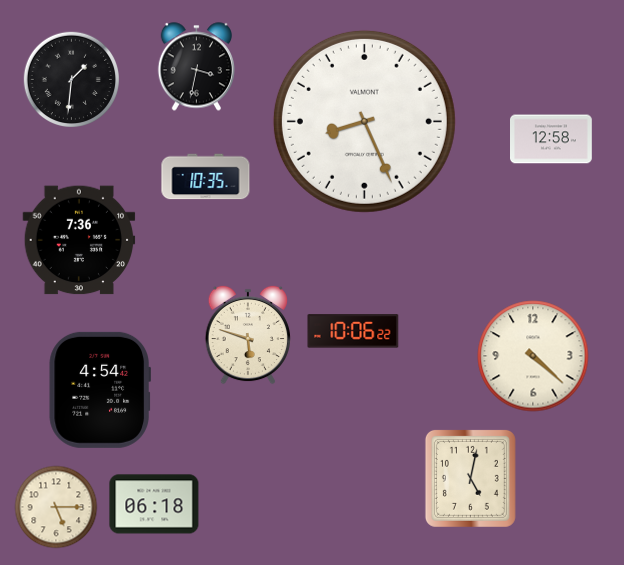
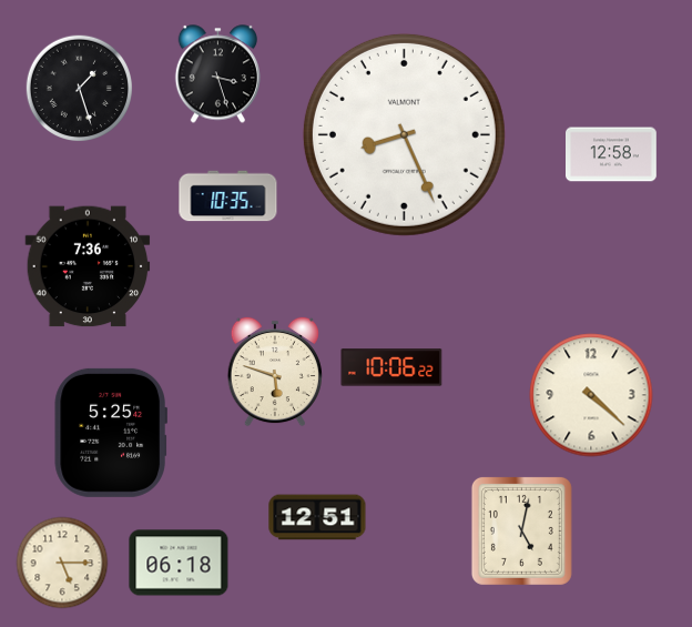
clock at (196, 67): 3:32 -> 3:27
clock at (71, 79): 1:31 -> 1:27
clock at (99, 390): 4:54 -> 5:25
clock at (317, 517): none -> 12:51
clock at (154, 504) position: (154, 504) -> (179, 563)
